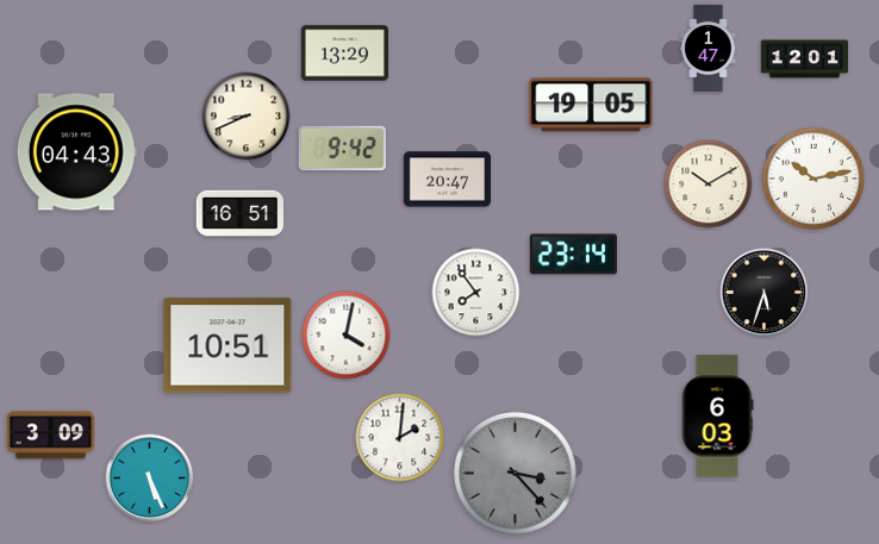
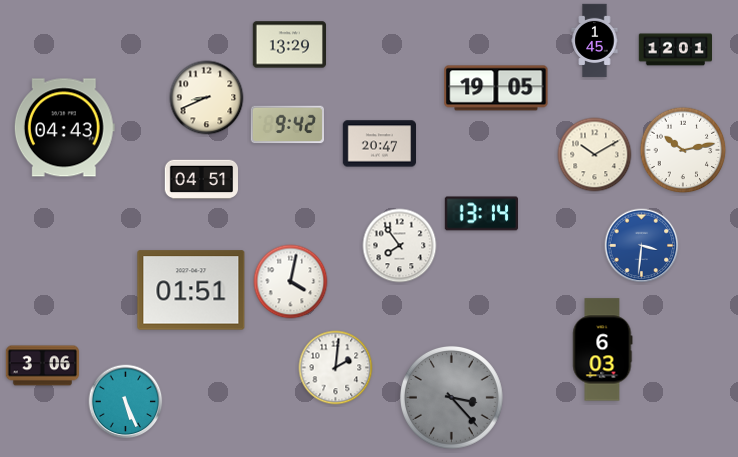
clock at (709, 49): 1:47 -> 1:45
clock at (447, 180) position: (447, 180) -> (379, 144)
clock at (239, 214): 16:51 -> 04:51
clock at (573, 255): 23:14 -> 13:14
clock at (765, 293): 5:33 -> 3:31
clock at (765, 293) dial: black -> blue
clock at (227, 345): 10:51 -> 01:51
clock at (51, 436): 3:09 -> 3:06
clock at (515, 473) position: (515, 473) -> (451, 397)
